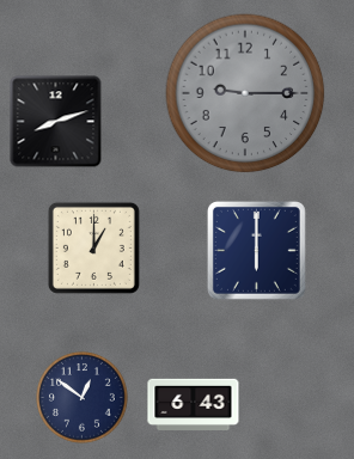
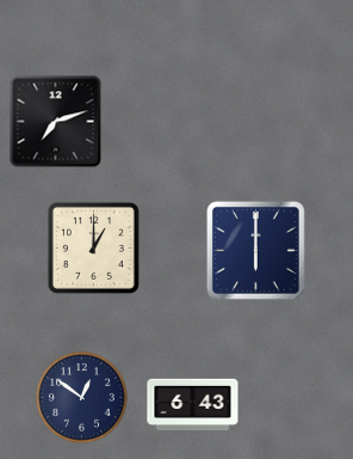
clock at (245, 93): 9:15 -> none
clock at (56, 122): 8:12 -> 7:12
